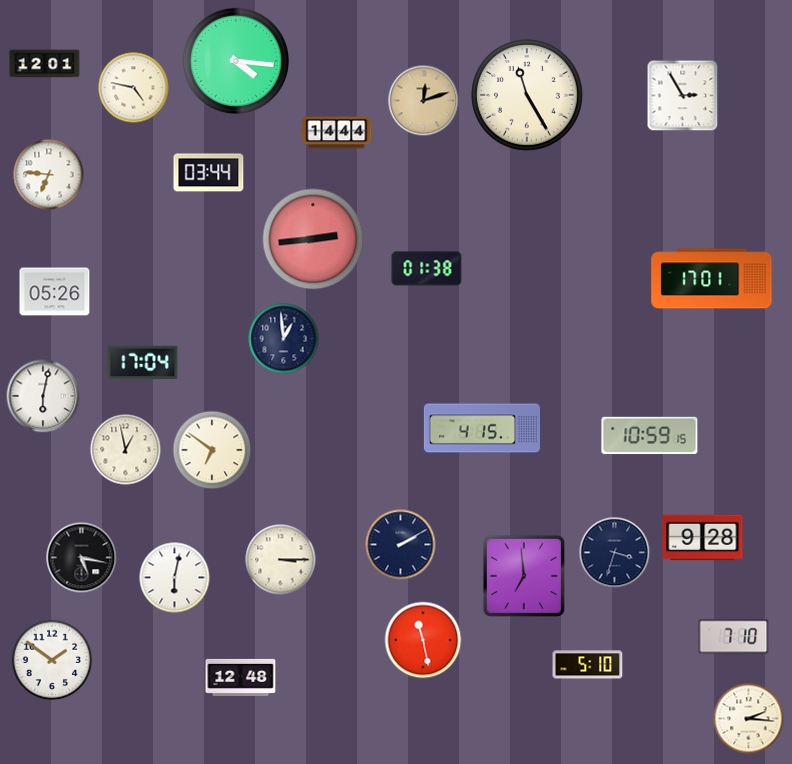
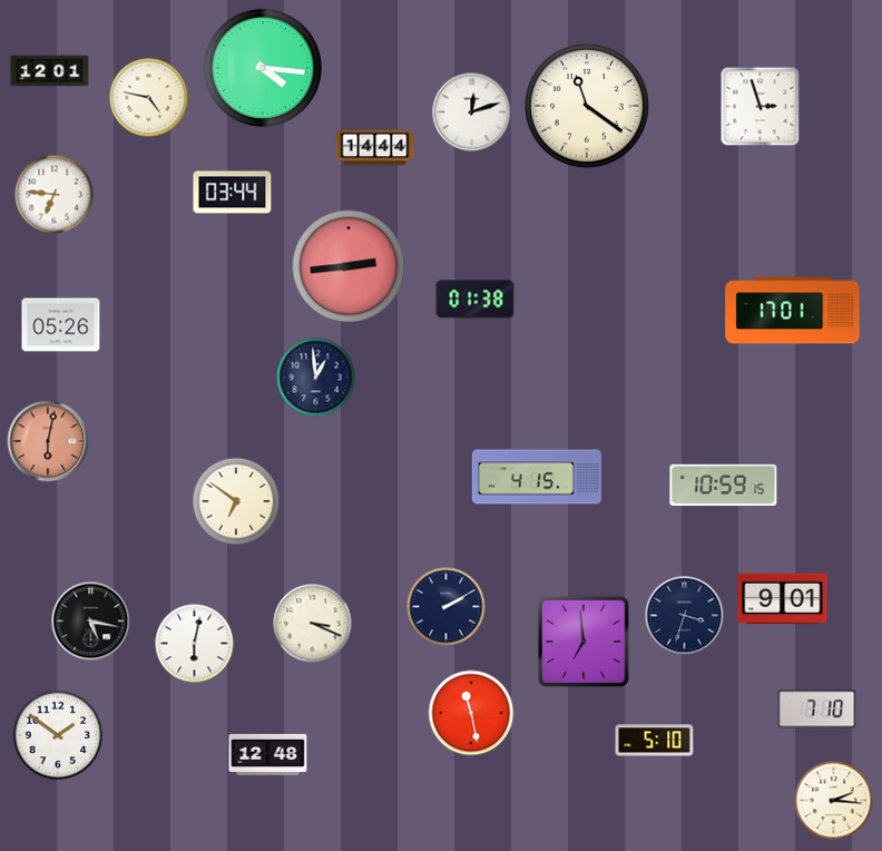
clock at (528, 96): 11:25 -> 11:21
clock at (683, 96): 2:55 -> 2:57
clock at (424, 101) dial: champagne -> white
clock at (143, 363): 17:04 -> none
clock at (43, 396) dial: white -> salmon
clock at (126, 450): 12:58 -> none
clock at (703, 538): 9:28 -> 9:01
clock at (281, 560): 3:15 -> 3:19
